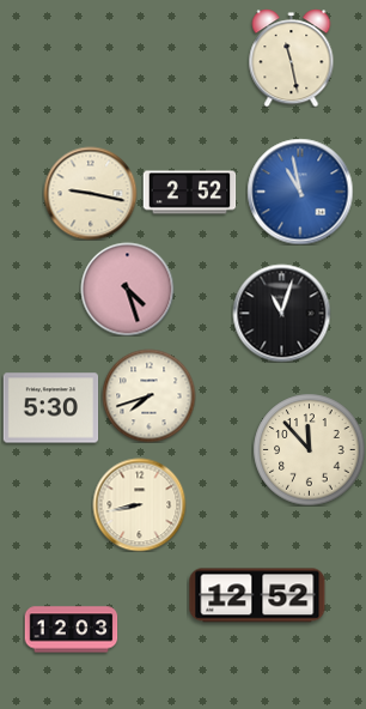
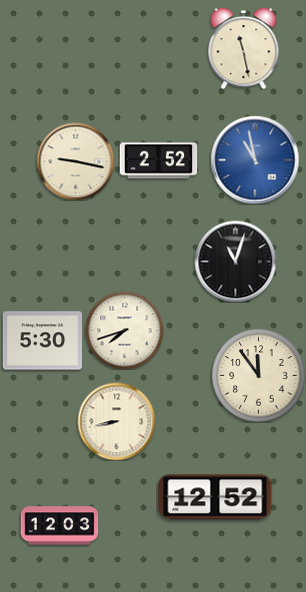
clock at (300, 192) position: (300, 192) -> (255, 160)
clock at (127, 289): 4:27 -> none
clock at (309, 449): 11:53 -> 11:54
